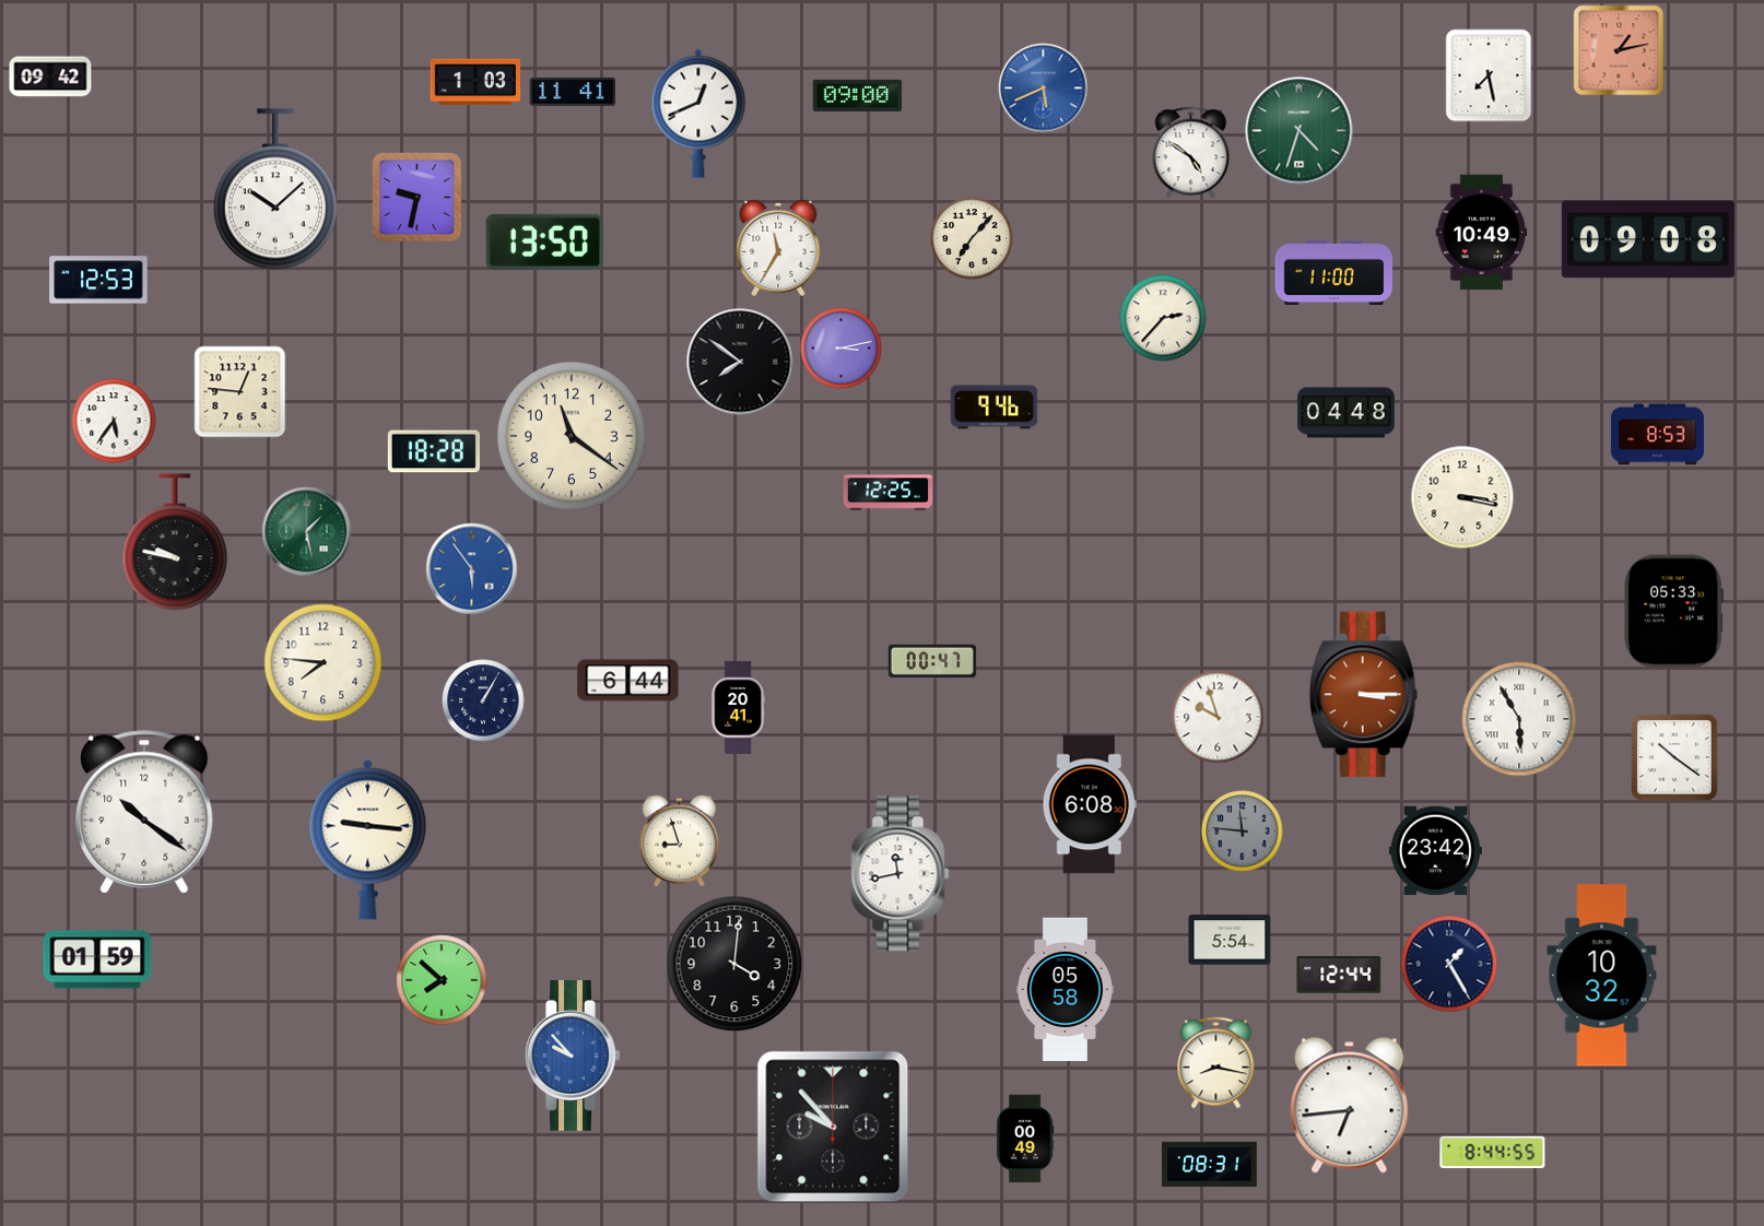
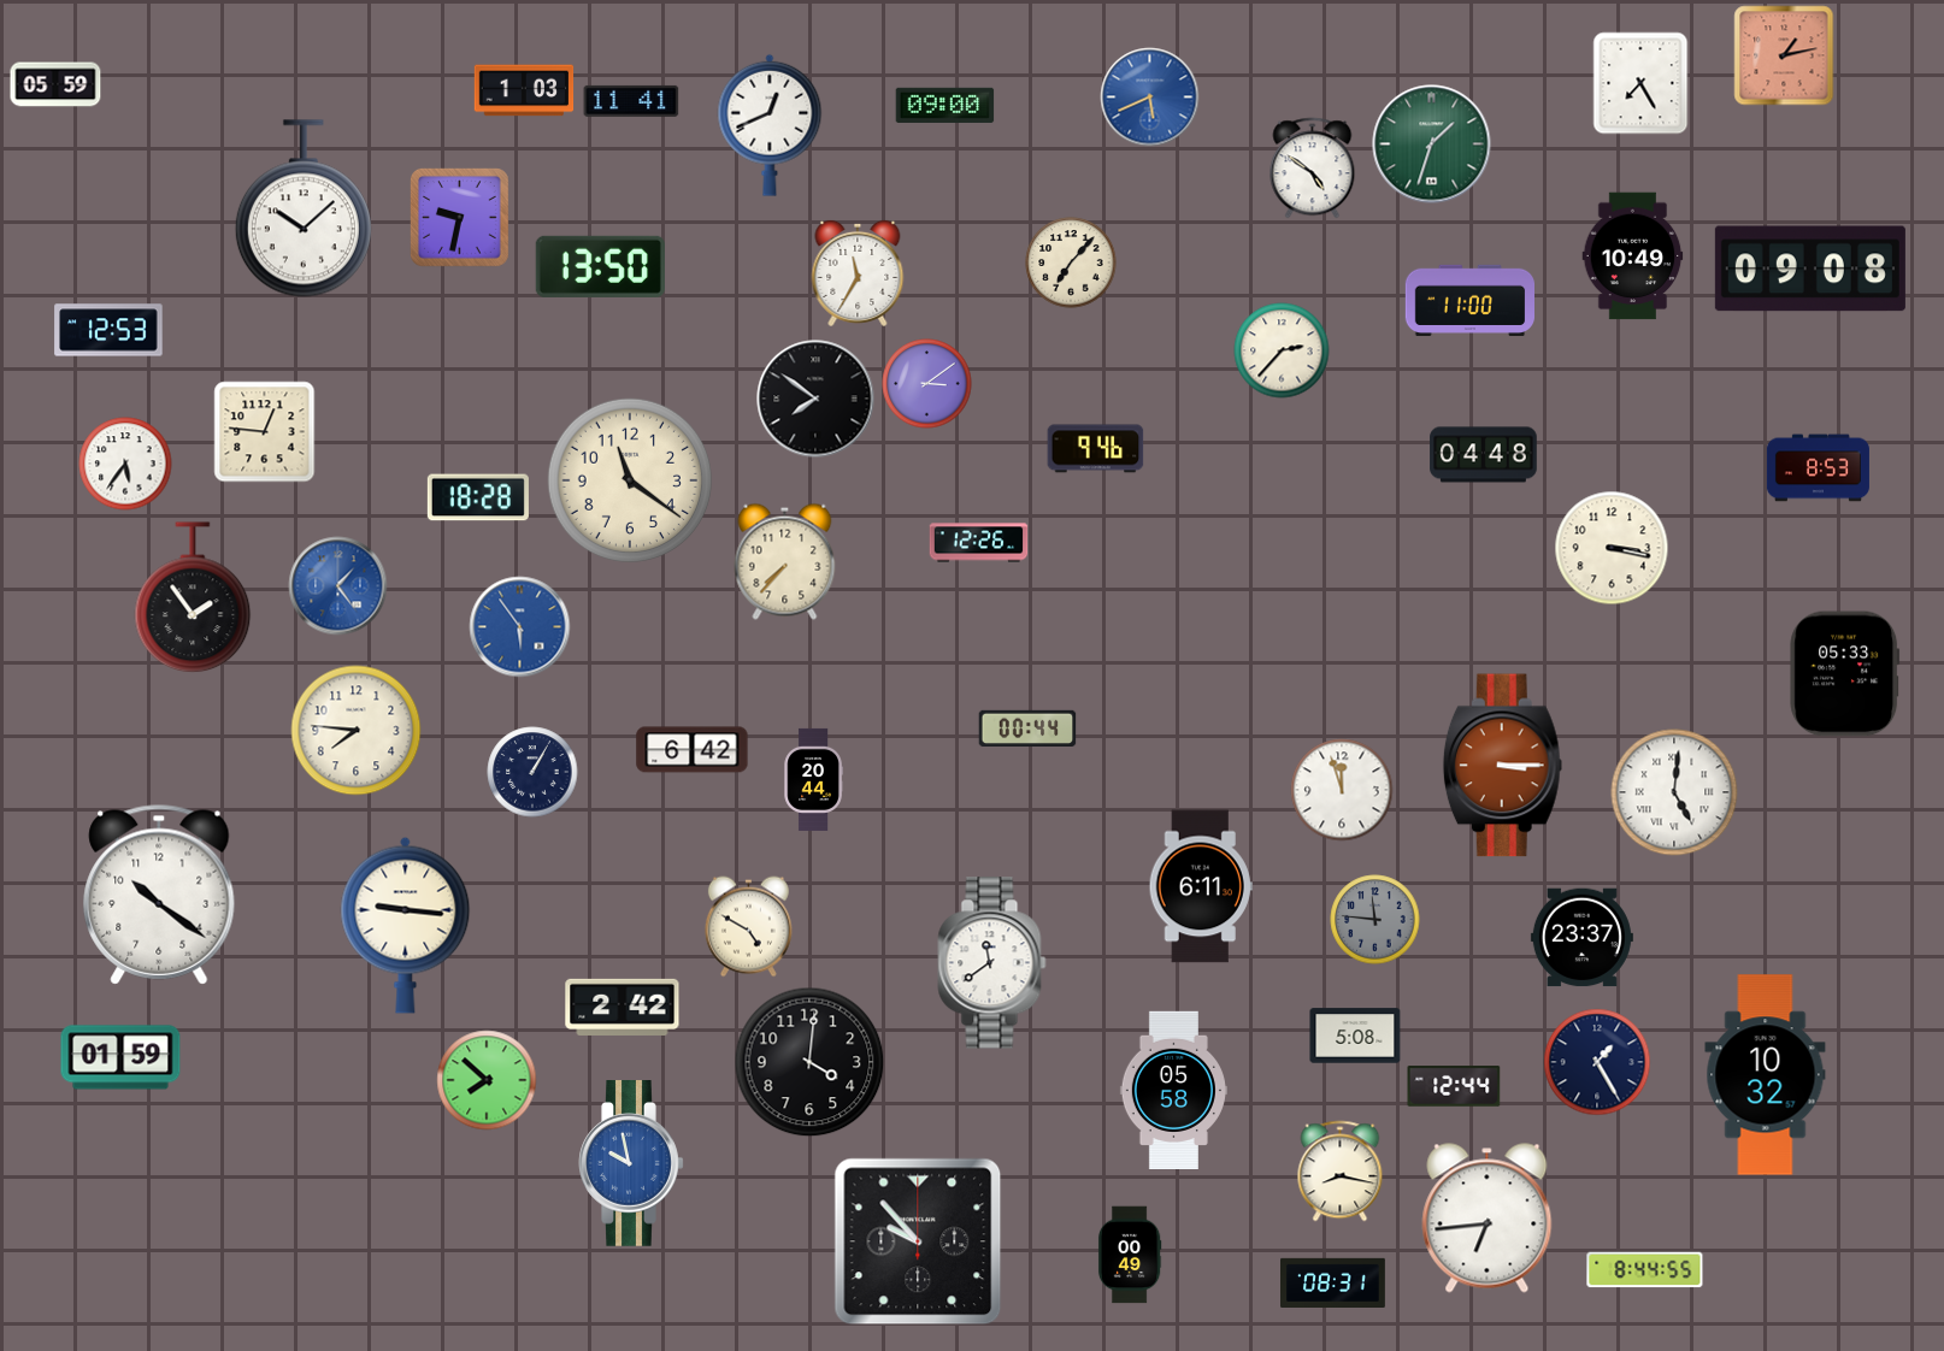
clock at (1489, 75): 7:28 -> 7:25
clock at (50, 76): 09:42 -> 05:59
clock at (1300, 131): 4:33 -> 1:33
clock at (1648, 239) position: (1648, 239) -> (1810, 269)
clock at (98, 280) position: (98, 280) -> (108, 330)
clock at (842, 349): 3:13 -> 3:09
clock at (1657, 435) position: (1657, 435) -> (1818, 468)
clock at (889, 493): 12:25 -> 12:26
clock at (785, 561): none -> 7:37
clock at (307, 532): 1:28 -> 1:24
clock at (307, 532) dial: green -> blue
clock at (175, 543): 9:47 -> 1:54
clock at (932, 660): 00:47 -> 00:44
clock at (628, 681): 6:44 -> 6:42
clock at (738, 707): 20:41 -> 20:44
clock at (1218, 717): 9:57 -> 11:57
clock at (1519, 719): 5:55 -> 5:01
clock at (1674, 757): 10:21 -> none
clock at (1090, 804): 6:08 -> 6:11
clock at (1243, 832) position: (1243, 832) -> (1375, 920)
clock at (679, 841): 8:57 -> 4:50
clock at (1435, 851): 23:42 -> 23:37
clock at (901, 874): 11:43 -> 11:39
clock at (623, 1007): none -> 2:42
clock at (1230, 940): 5:54 -> 5:08
clock at (97, 959) position: (97, 959) -> (120, 1057)
clock at (1339, 975) position: (1339, 975) -> (1454, 1086)
clock at (573, 1056): 9:53 -> 9:58
